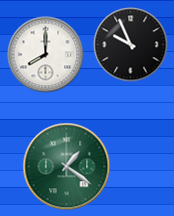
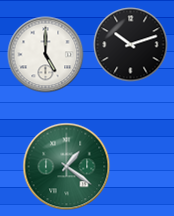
clock at (131, 45): 9:56 -> 10:12
clock at (46, 55): 8:00 -> 5:00
